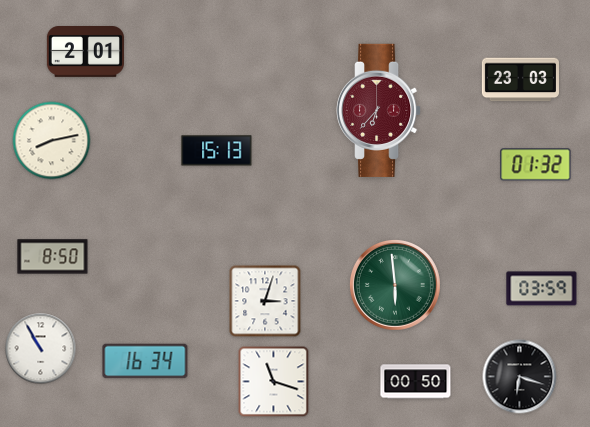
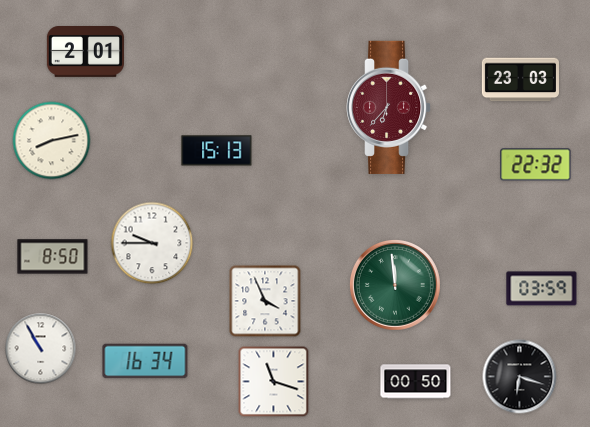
clock at (380, 110) position: (380, 110) -> (390, 107)
clock at (536, 165): 01:32 -> 22:32
clock at (152, 243): none -> 9:45
clock at (395, 285): 5:59 -> 11:59
clock at (265, 301): 3:03 -> 3:56
